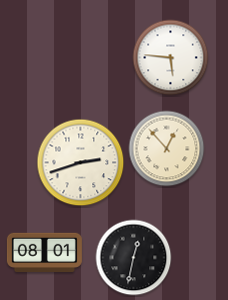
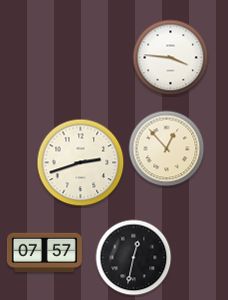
clock at (171, 58): 5:46 -> 3:46
clock at (44, 252): 08:01 -> 07:57
